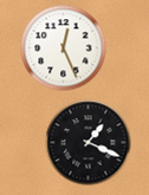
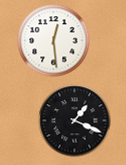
clock at (64, 48): 12:26 -> 12:29
